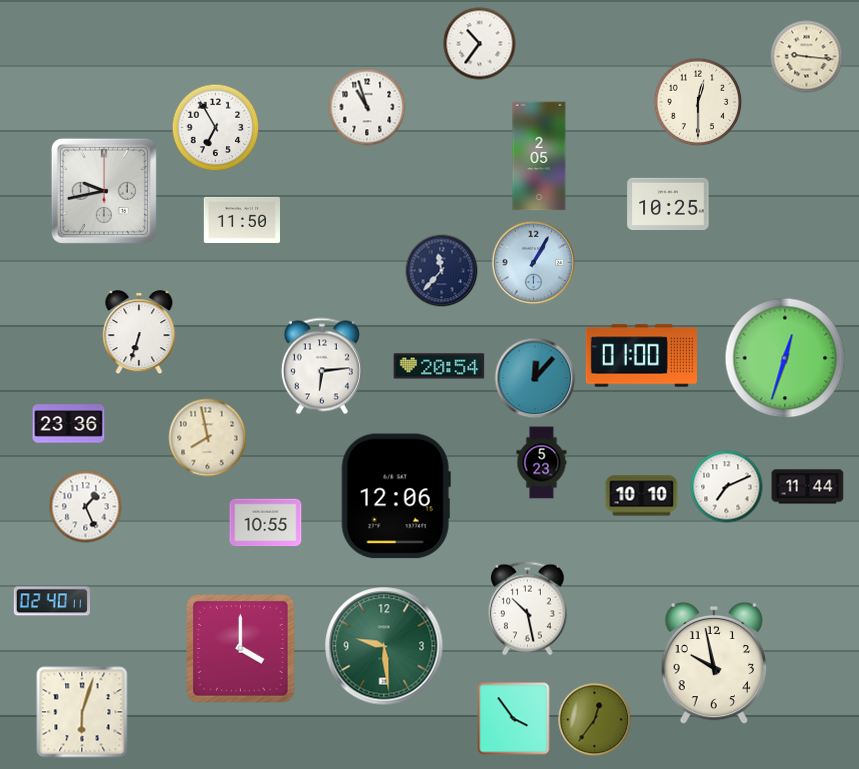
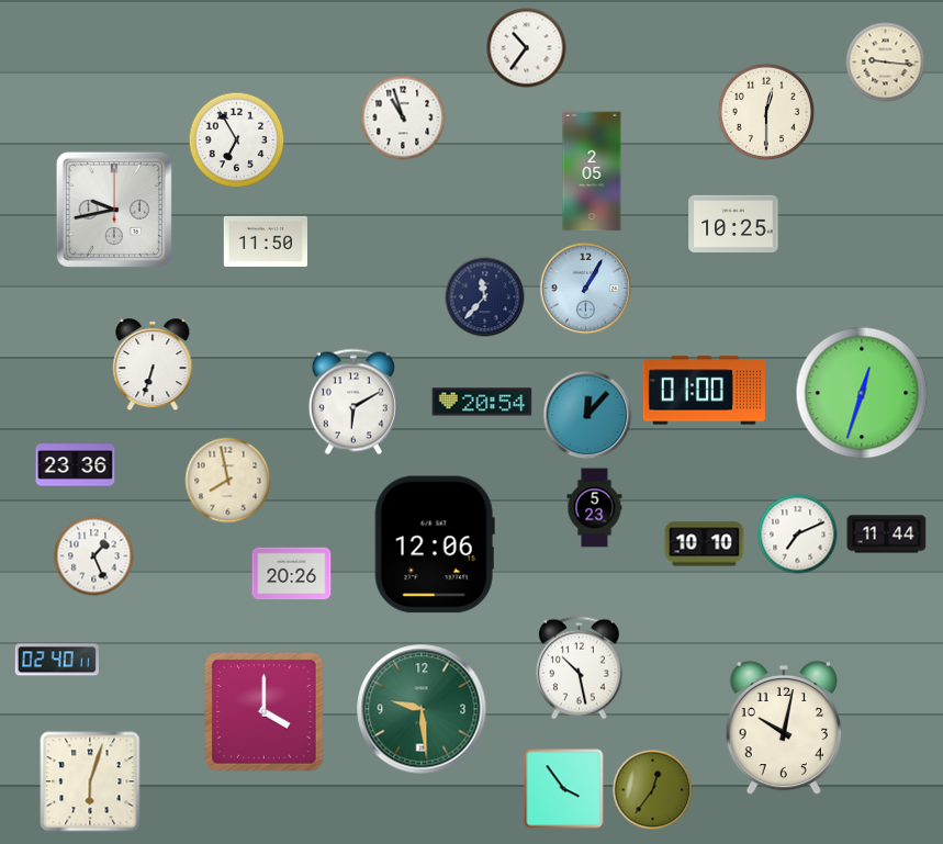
clock at (322, 366): 6:14 -> 6:10
clock at (266, 523): 10:55 -> 20:26
clock at (713, 663): 9:58 -> 10:02
